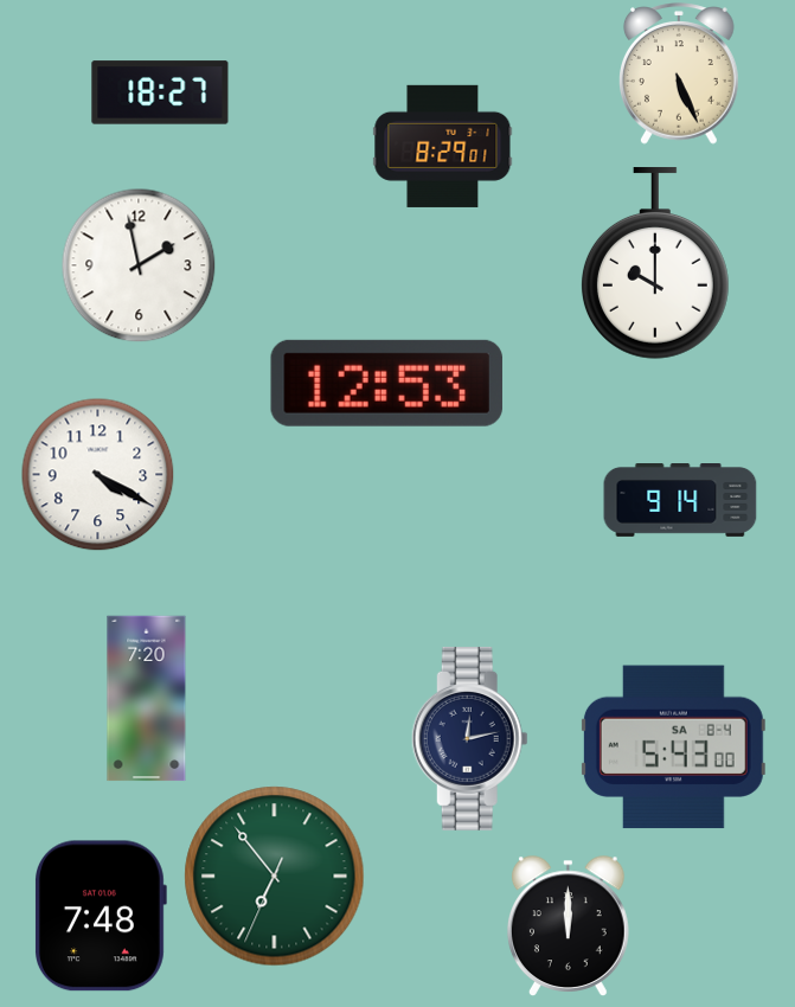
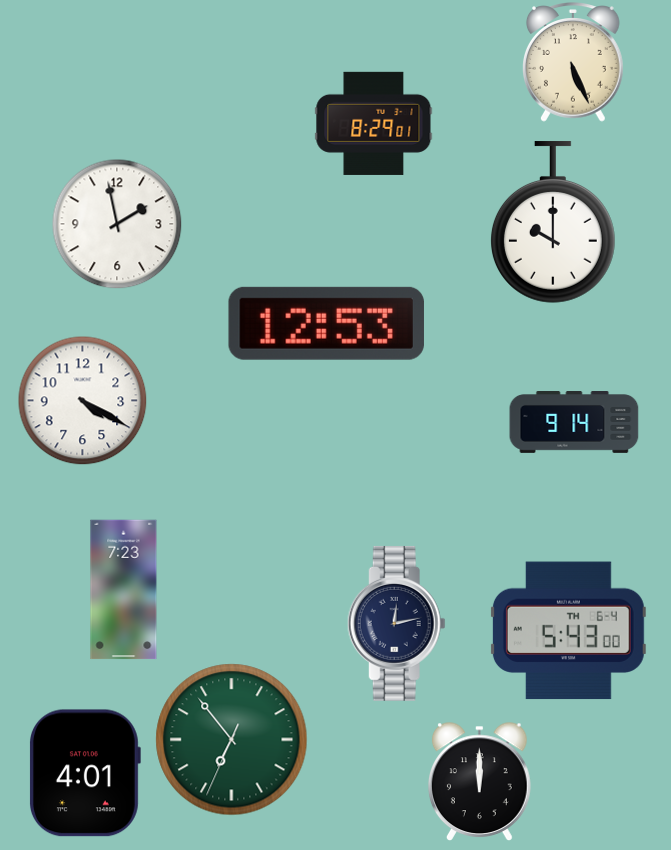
clock at (160, 92): 18:27 -> none
clock at (147, 699): 7:20 -> 7:23
clock at (673, 748) date: SA 8-4 -> TH 6-4
clock at (101, 916): 7:48 -> 4:01
